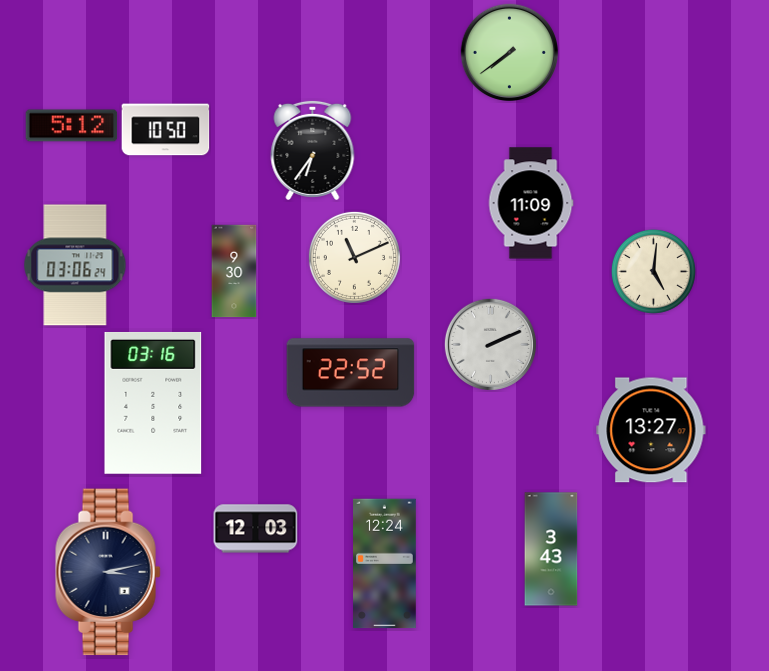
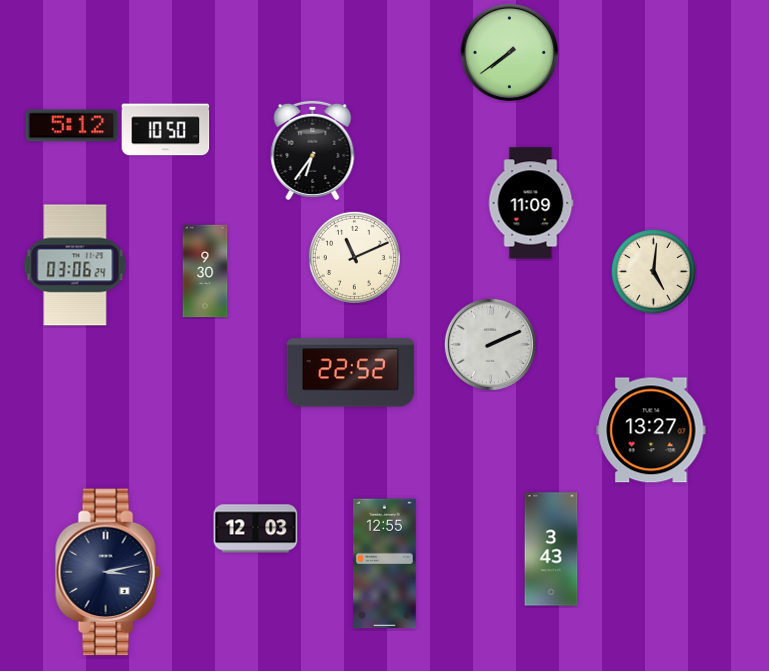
clock at (234, 271) position: (234, 271) -> (205, 271)
clock at (153, 403): 03:16 -> none
clock at (385, 564): 12:24 -> 12:55
